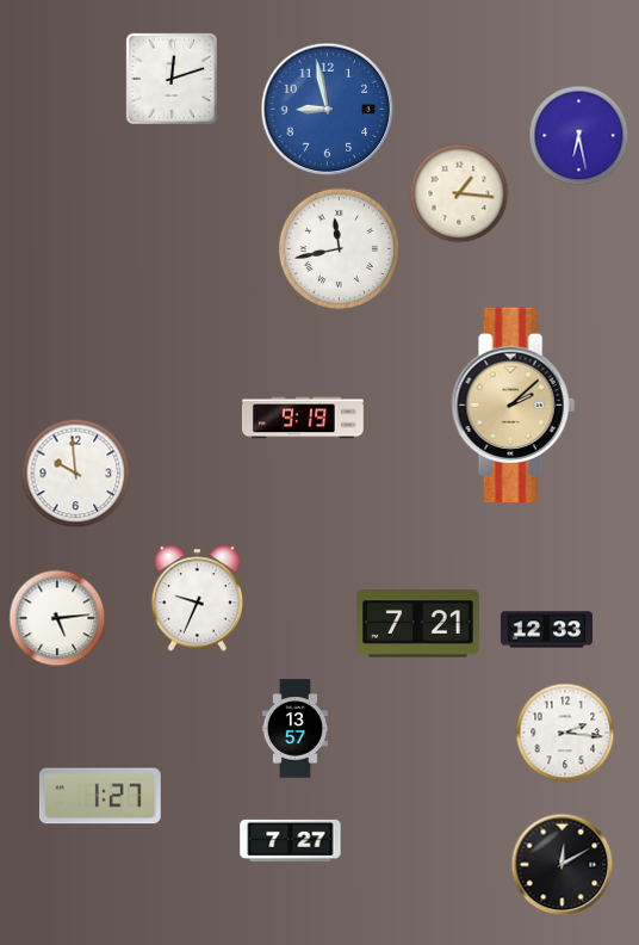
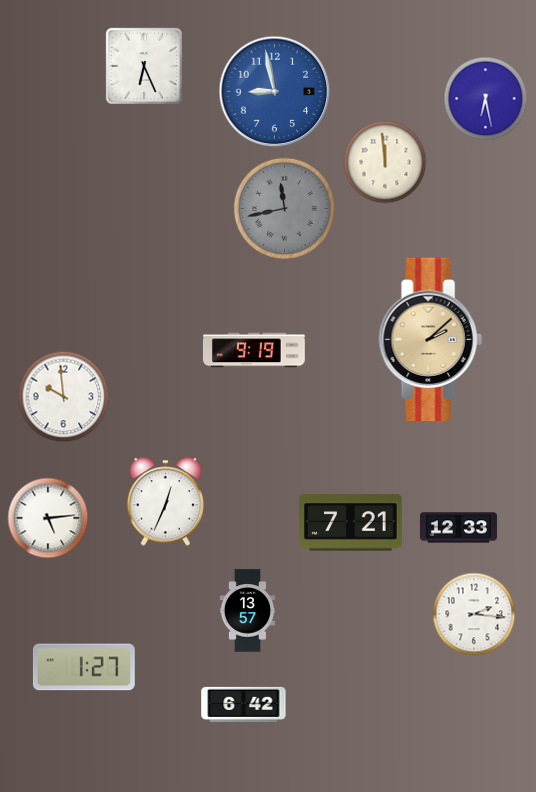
clock at (170, 78): 12:12 -> 6:26
clock at (579, 136) position: (579, 136) -> (486, 99)
clock at (459, 193): 1:16 -> 11:59
clock at (339, 248) dial: white -> grey
clock at (197, 599): 9:34 -> 12:34
clock at (291, 840): 7:27 -> 6:42
clock at (563, 865): 12:10 -> none
